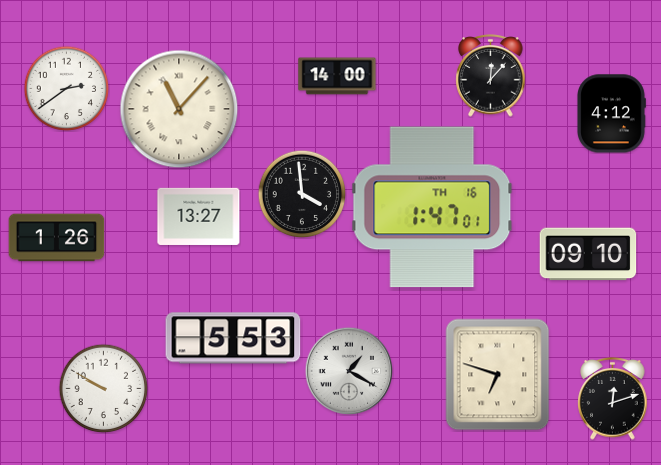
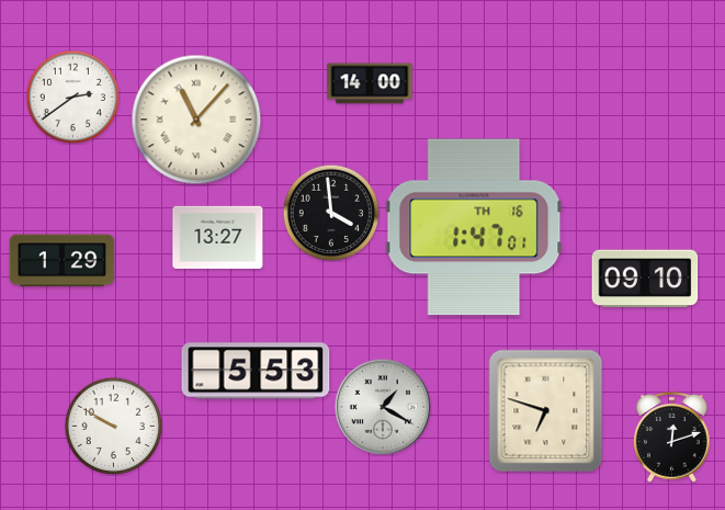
clock at (491, 76): 12:07 -> none
clock at (612, 114): 4:12 -> none
clock at (57, 238): 1:26 -> 1:29
